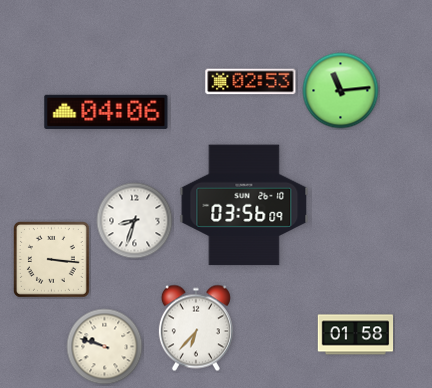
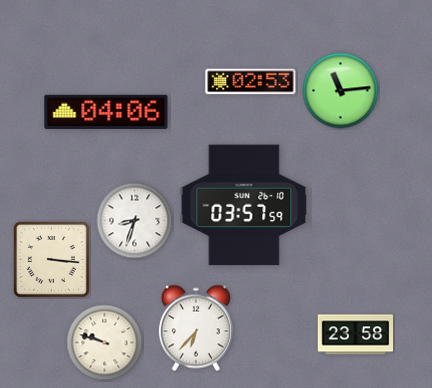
clock at (244, 205): 03:56 -> 03:57
clock at (356, 335): 01:58 -> 23:58
clock at (105, 347) position: (105, 347) -> (105, 343)
